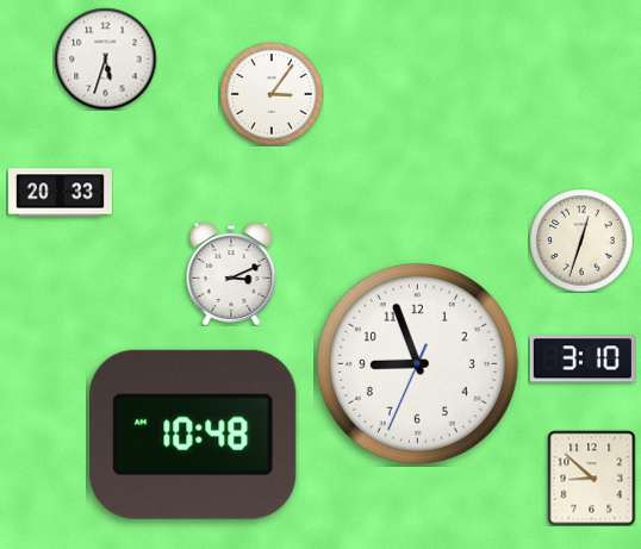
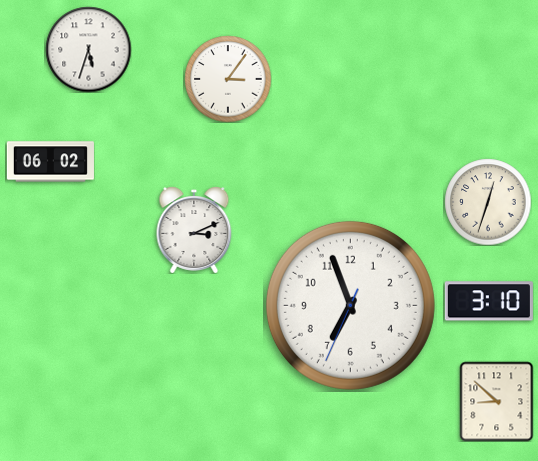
clock at (60, 193): 20:33 -> 06:02
clock at (417, 363): 8:56 -> 6:56
clock at (193, 435): 10:48 -> none
